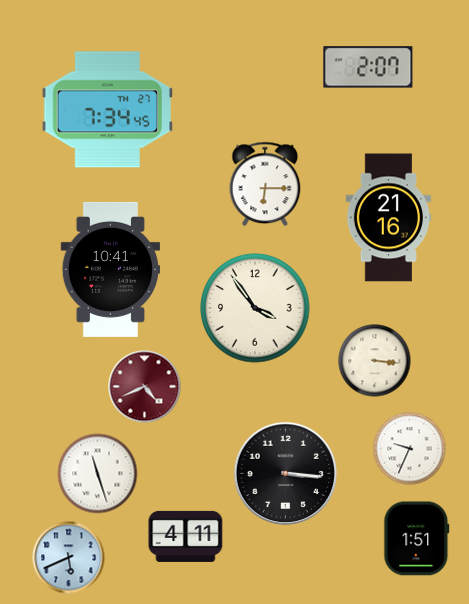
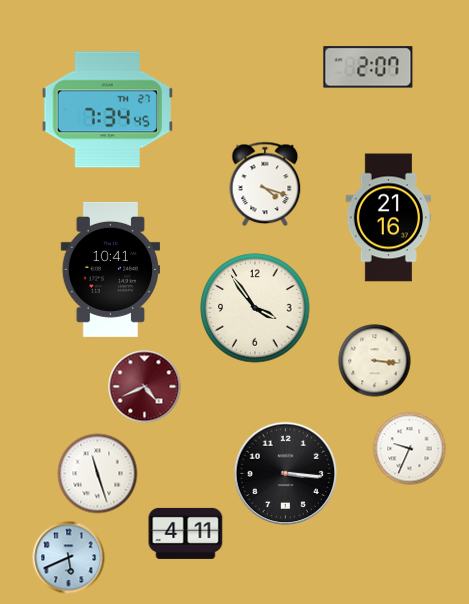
clock at (265, 184): 6:15 -> 4:18
clock at (186, 536) position: (186, 536) -> (186, 533)
clock at (417, 539): 1:51 -> none
